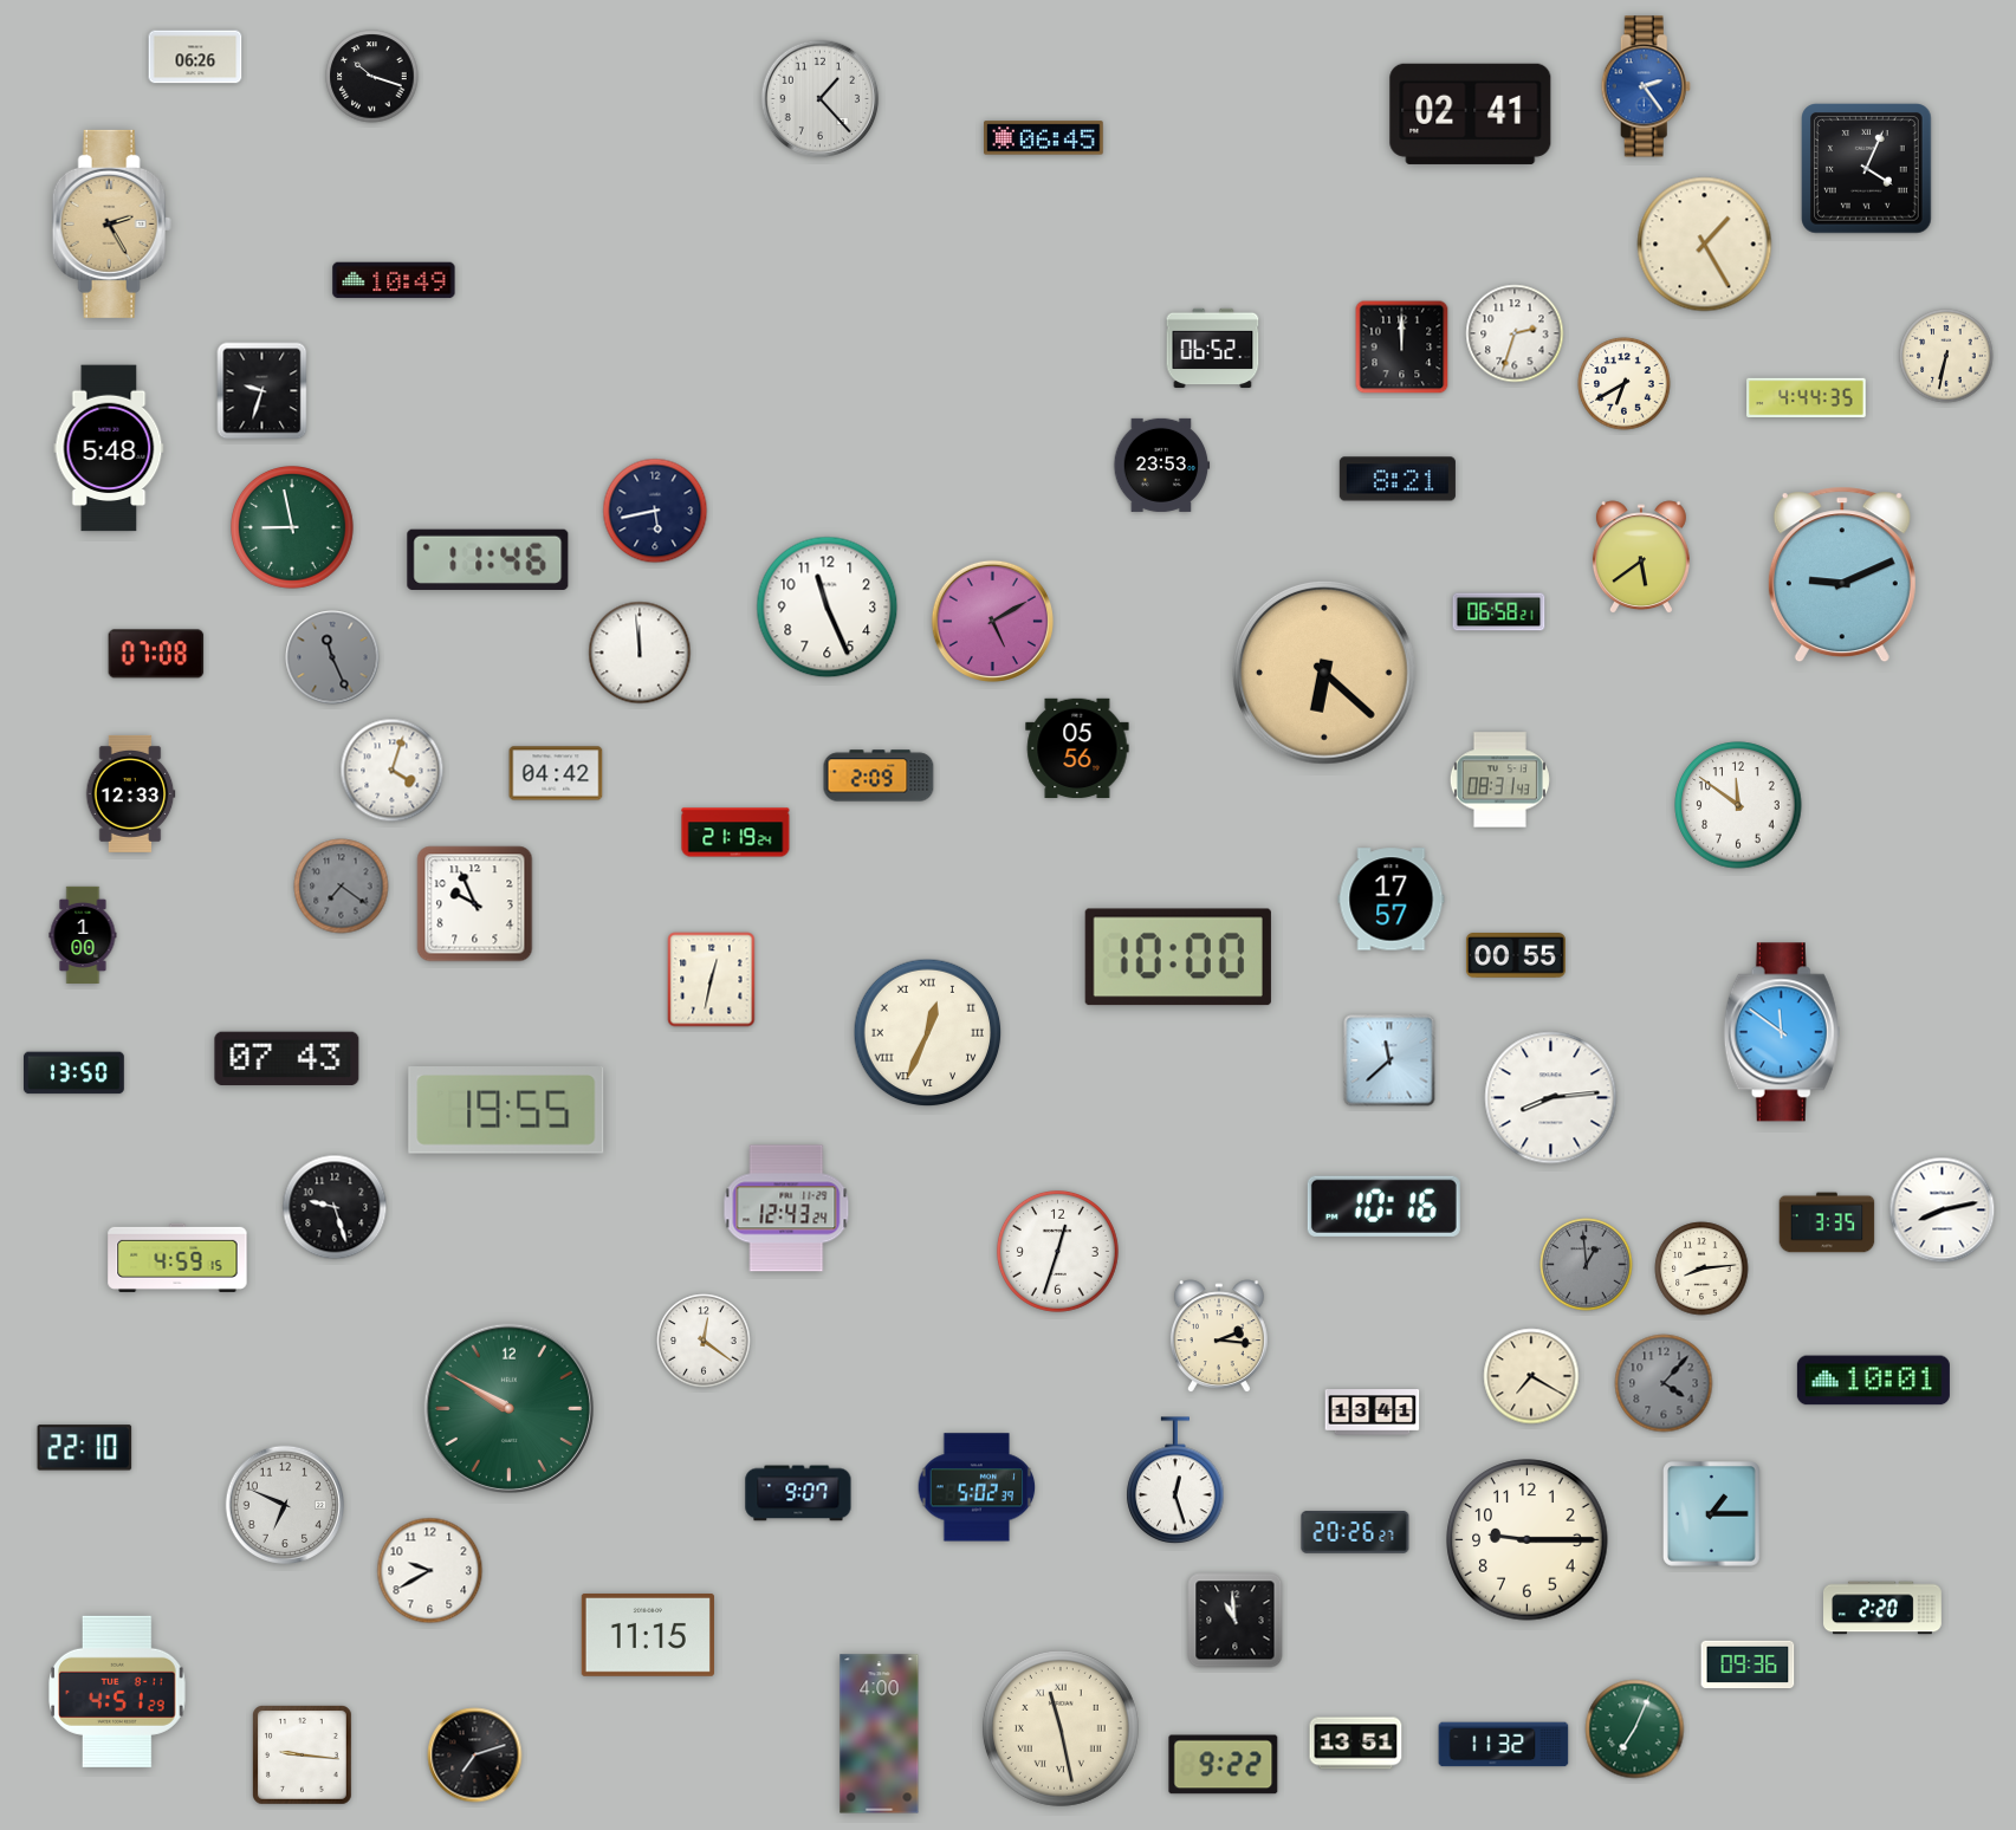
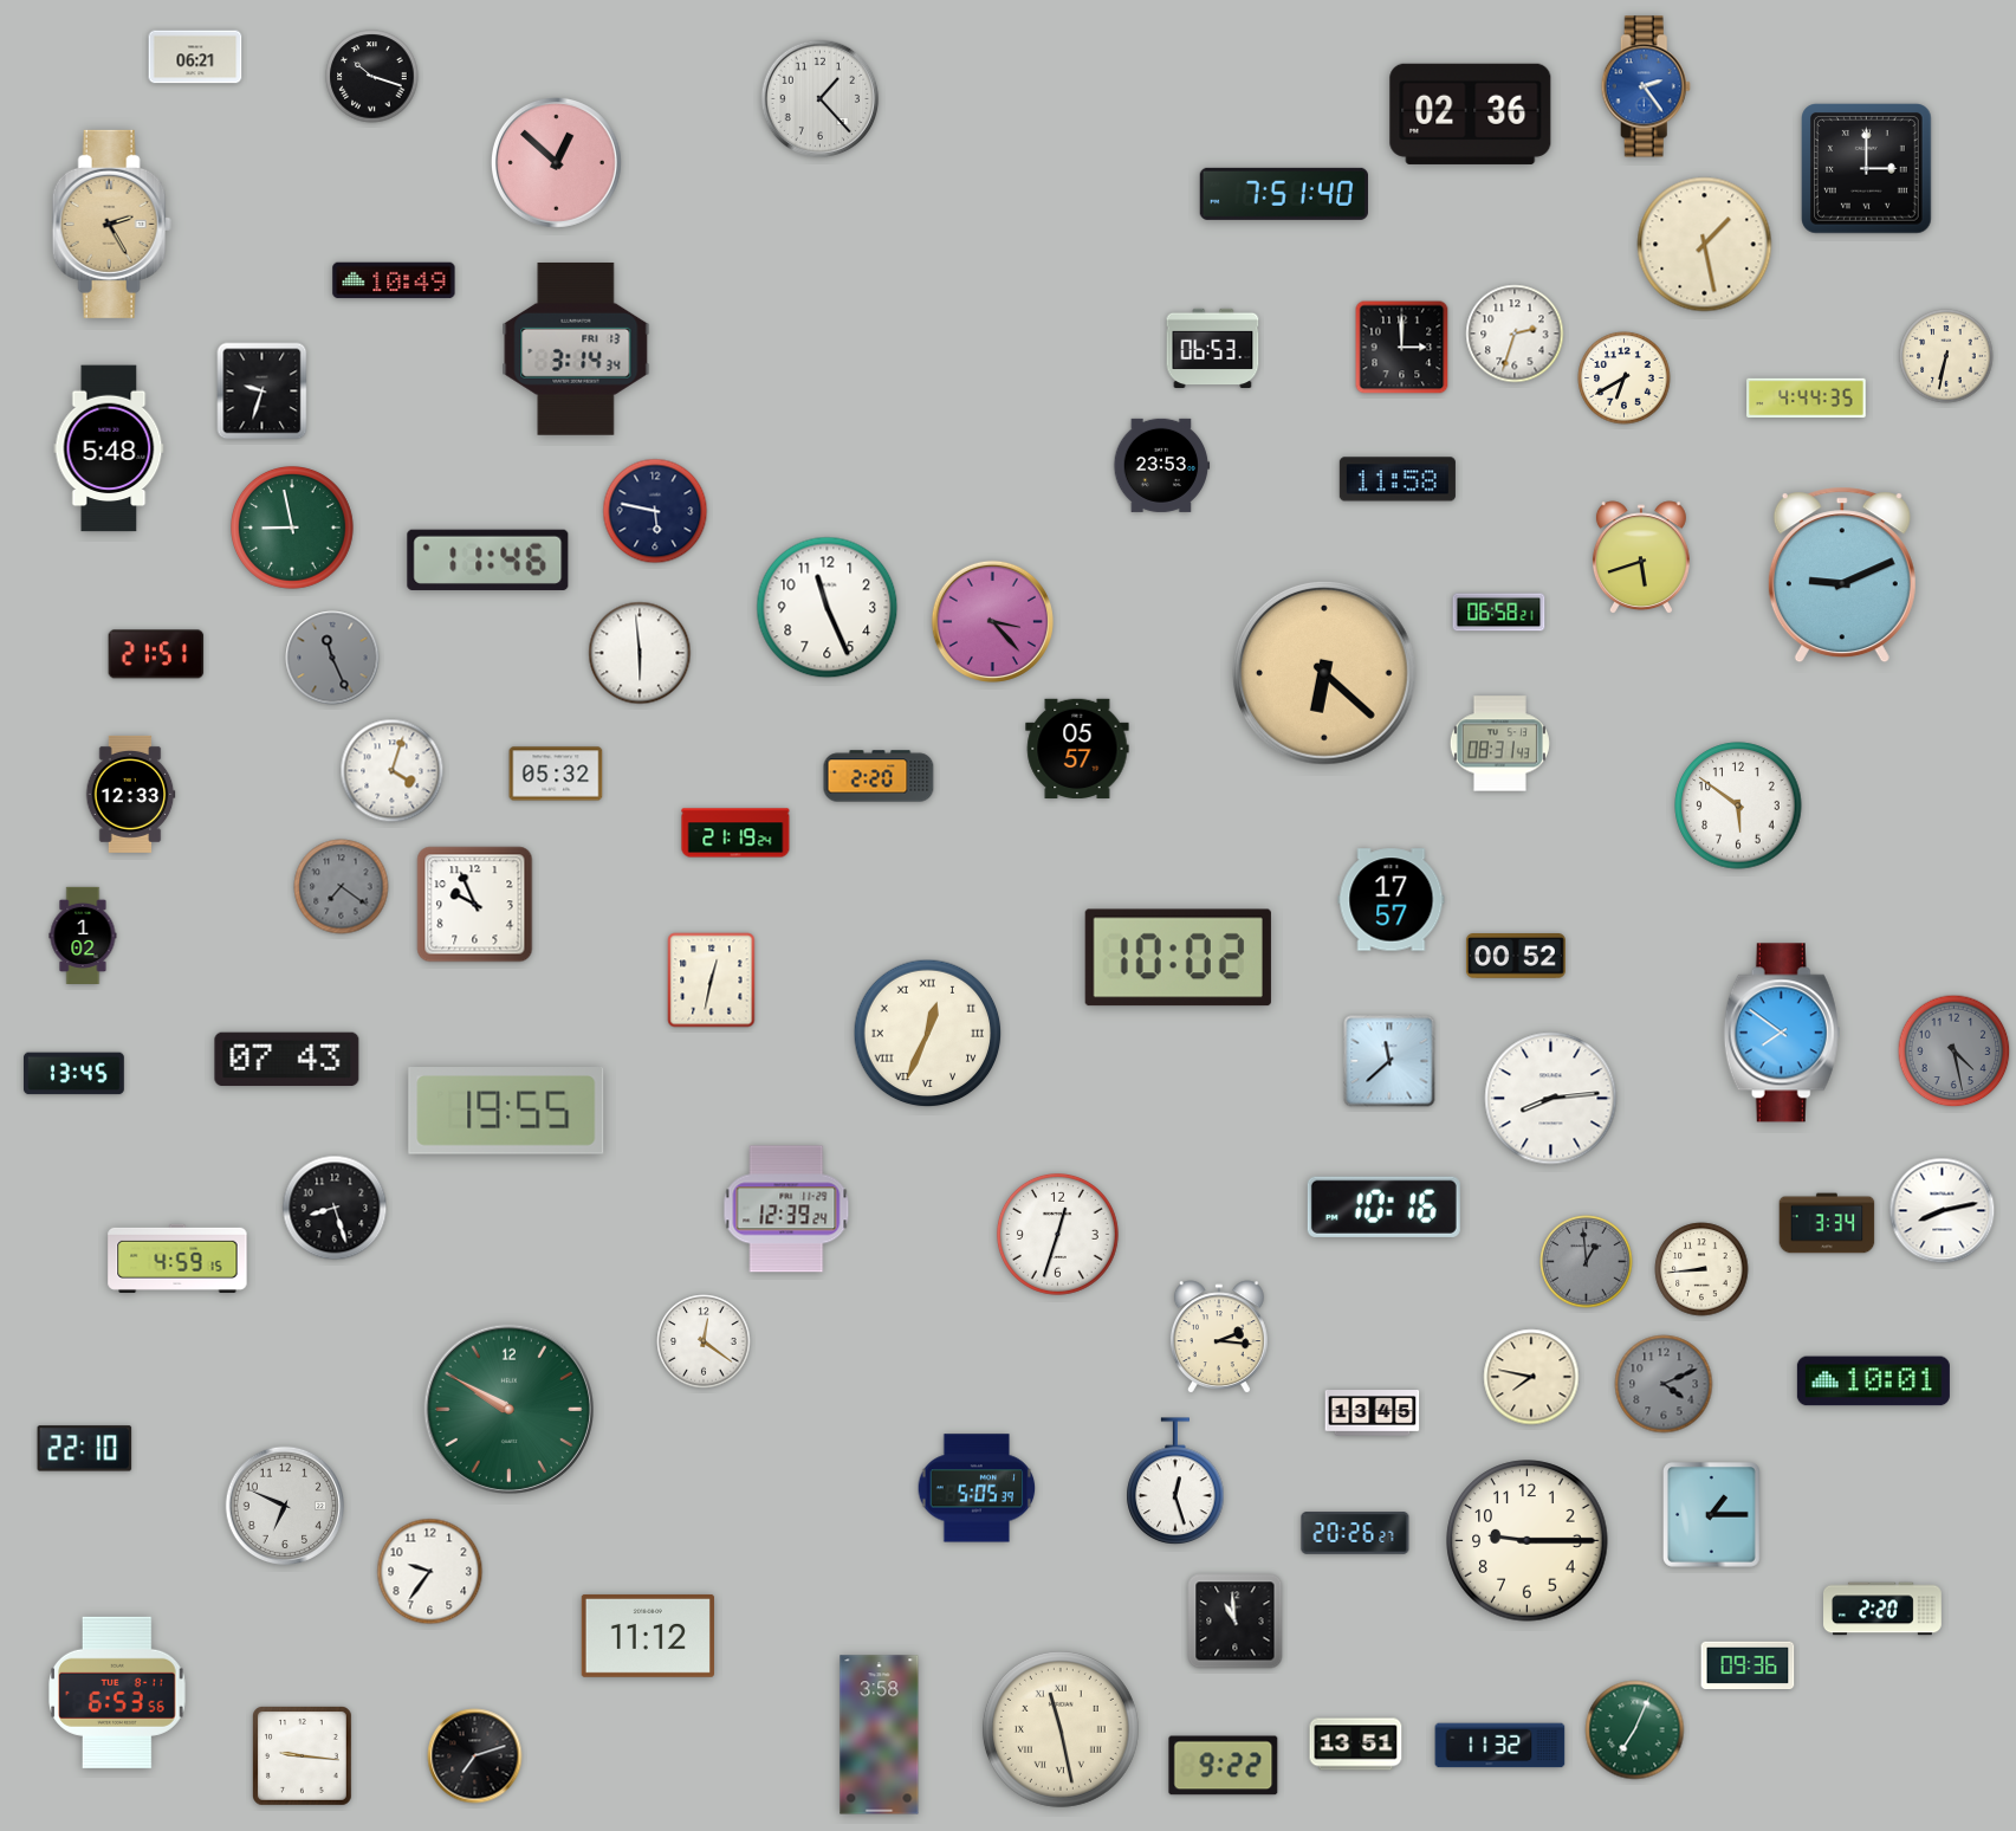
clock at (195, 57): 06:26 -> 06:21
clock at (1471, 113): 02:41 -> 02:36
clock at (1044, 138): 06:45 -> none
clock at (556, 162): none -> 12:52
clock at (1867, 169): 4:04 -> 3:00
clock at (1284, 194): none -> 7:51
clock at (1705, 245): 1:25 -> 1:28
clock at (1402, 348): 12:00 -> 3:00
clock at (576, 349): none -> 3:14
clock at (1213, 349): 06:52 -> 06:53
clock at (1625, 384) position: (1625, 384) -> (1625, 379)
clock at (1398, 479): 8:21 -> 11:58
clock at (655, 511): 5:43 -> 5:47
clock at (1641, 558): 5:39 -> 5:42
clock at (992, 621): 5:10 -> 3:23
clock at (640, 653): 11:59 -> 5:59
clock at (156, 654): 07:08 -> 21:51
clock at (1077, 748): 05:56 -> 05:57
clock at (556, 773): 04:42 -> 05:32
clock at (879, 776): 2:09 -> 2:20
clock at (1499, 780) position: (1499, 780) -> (1499, 744)
clock at (1738, 805): 11:51 -> 5:51
clock at (83, 934): 1:00 -> 1:02
clock at (1516, 956): 00:55 -> 00:52
clock at (1178, 958): 10:00 -> 10:02
clock at (1782, 1032): 11:51 -> 7:51
clock at (1955, 1052): none -> 4:28
clock at (74, 1073): 13:50 -> 13:45
clock at (335, 1207): 9:27 -> 8:27
clock at (786, 1208): 12:43 -> 12:39
clock at (1827, 1222): 3:35 -> 3:34
clock at (1057, 1251) position: (1057, 1251) -> (1057, 1234)
clock at (1587, 1265) position: (1587, 1265) -> (1587, 1262)
clock at (1701, 1268): 8:14 -> 8:44
clock at (1531, 1376): 7:20 -> 7:47
clock at (1664, 1383): 4:07 -> 4:11
clock at (1373, 1413): 13:41 -> 13:45
clock at (977, 1487): 5:02 -> 5:05
clock at (798, 1493): 9:07 -> none
clock at (430, 1571): 9:40 -> 9:36
clock at (648, 1635): 11:15 -> 11:12
clock at (117, 1692): 4:51 -> 6:53
clock at (880, 1734): 4:00 -> 3:58
clock at (1504, 1745) position: (1504, 1745) -> (1500, 1746)
